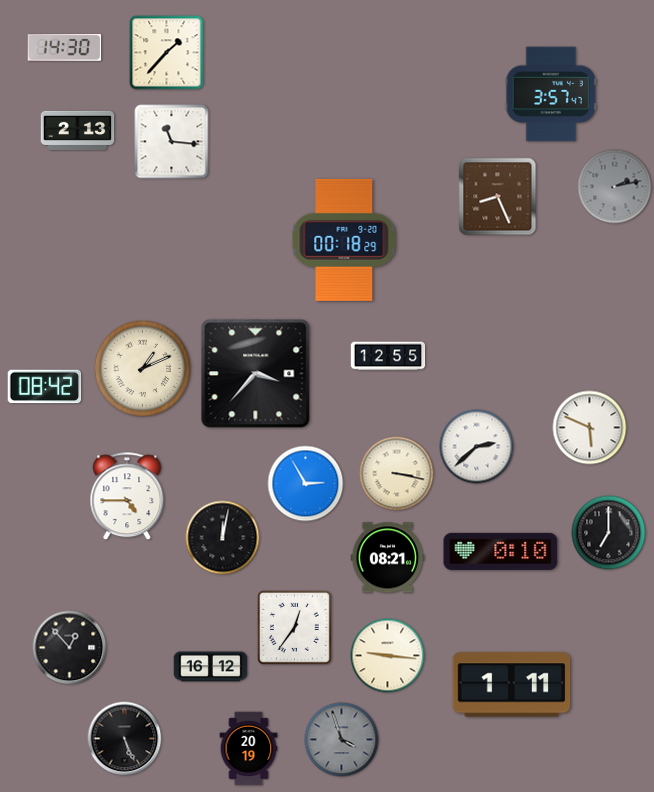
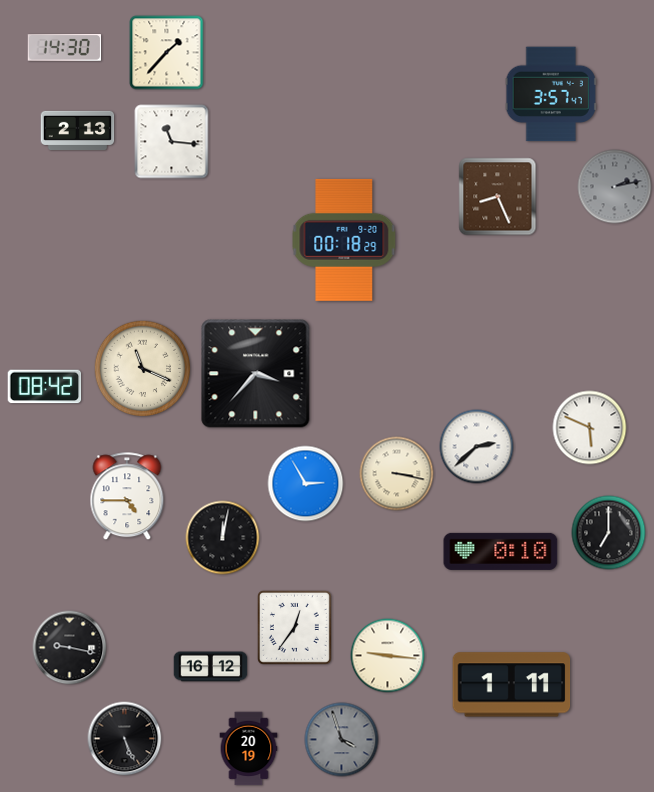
clock at (388, 356): 12:55 -> none
clock at (143, 369): 1:11 -> 11:19
clock at (388, 558): 08:21 -> none
clock at (70, 648): 12:53 -> 9:17
